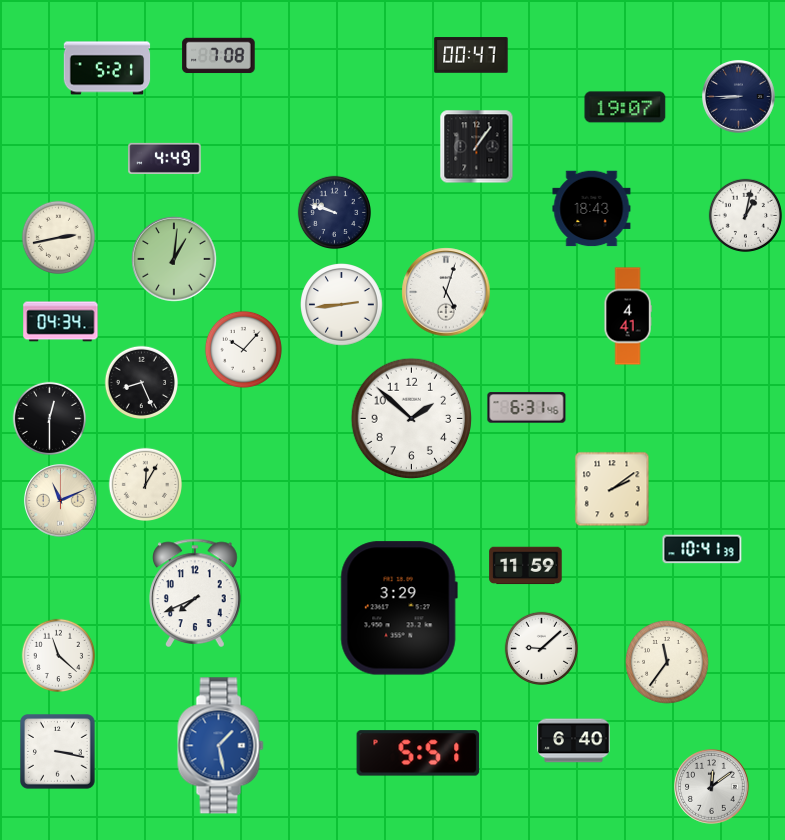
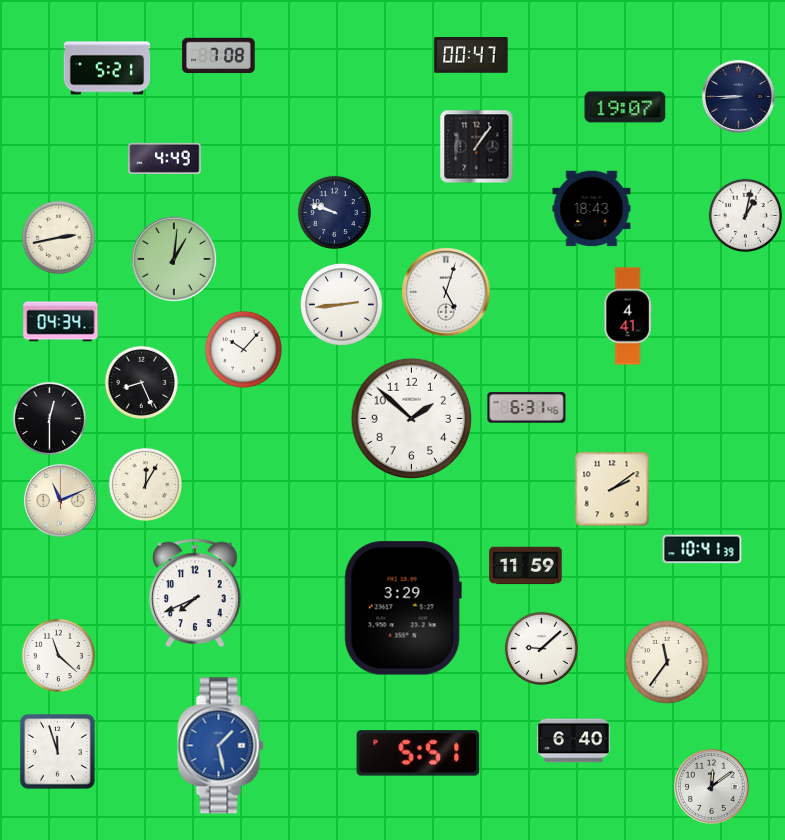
clock at (399, 608) position: (399, 608) -> (403, 608)
clock at (58, 752): 3:17 -> 11:57
